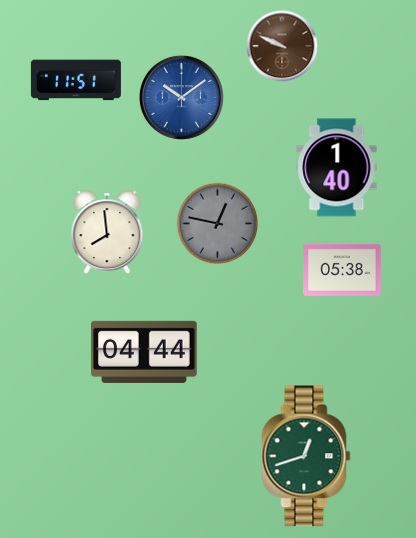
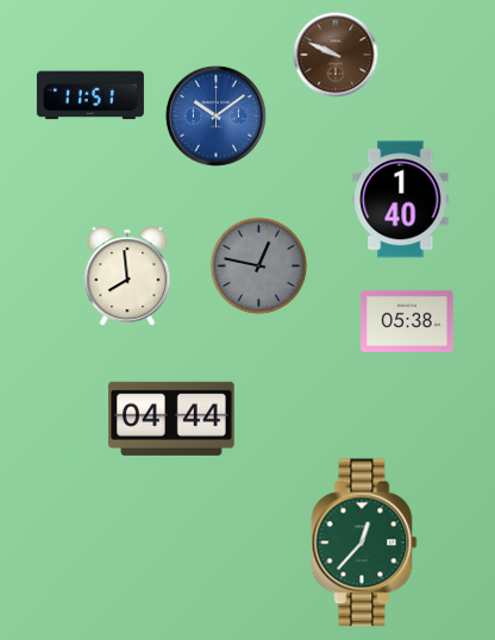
clock at (306, 456): 12:42 -> 12:37
